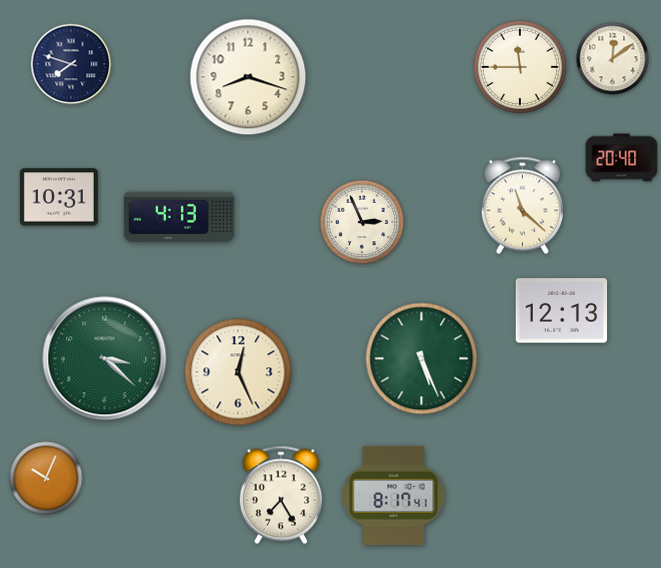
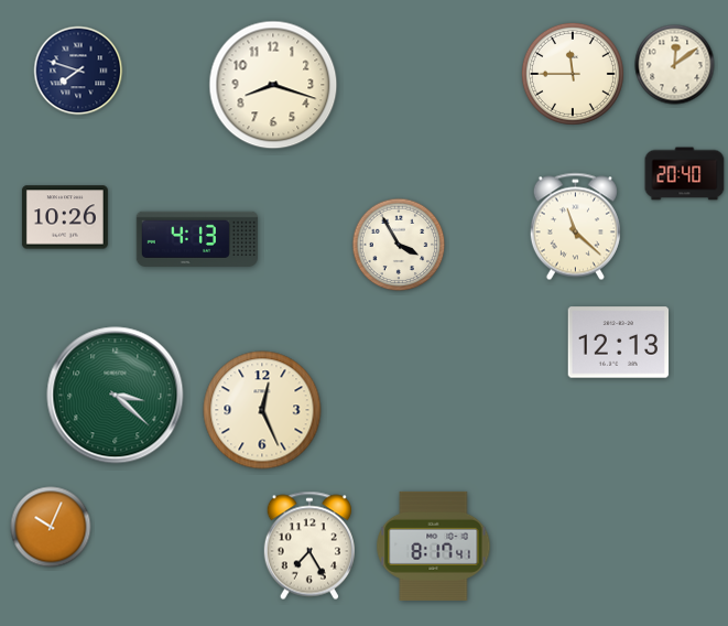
clock at (59, 197): 10:31 -> 10:26
clock at (362, 222): 2:56 -> 3:55
clock at (422, 359): 5:26 -> none
